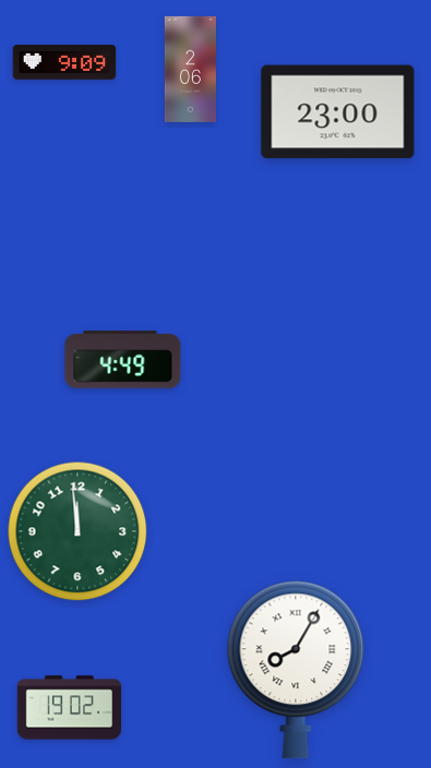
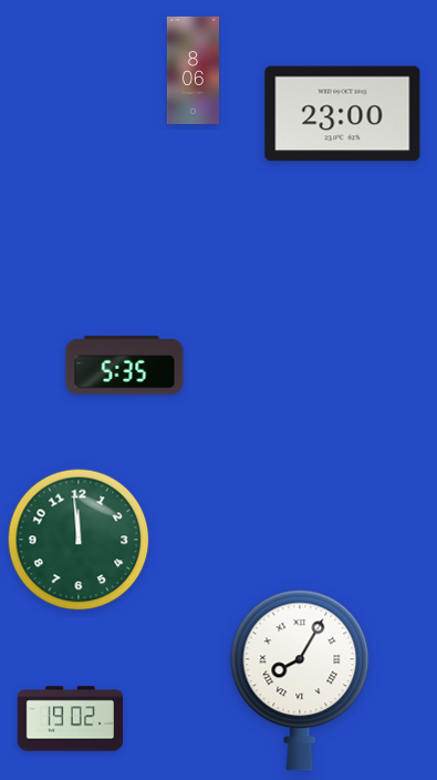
clock at (64, 63): 9:09 -> none
clock at (190, 69): 2:06 -> 8:06
clock at (123, 360): 4:49 -> 5:35
